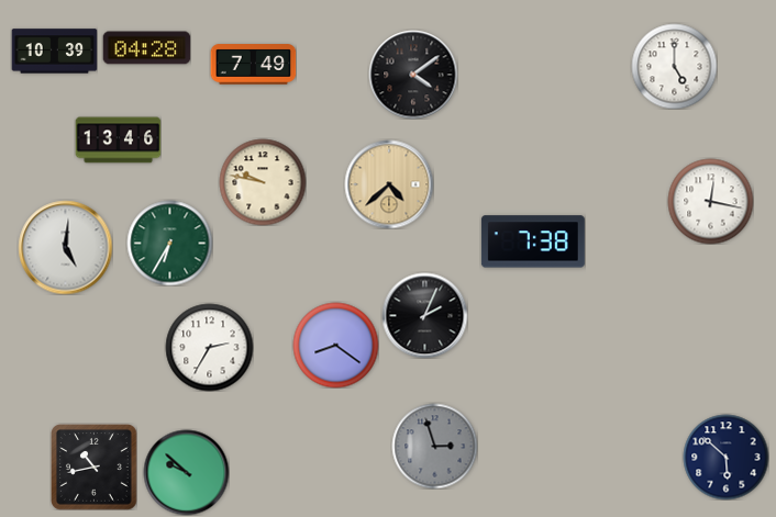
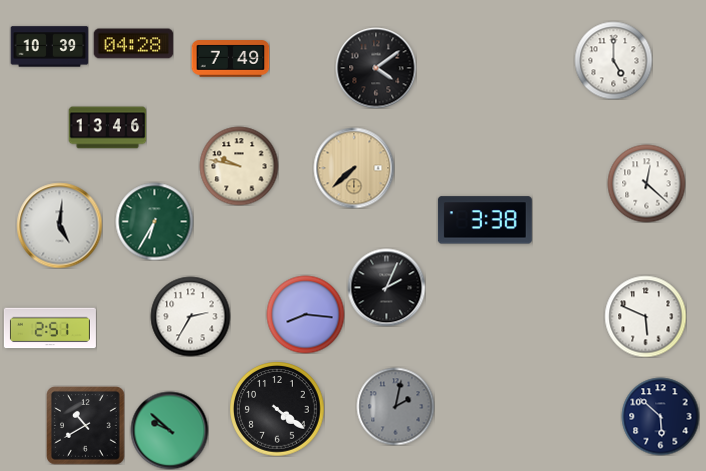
clock at (389, 184): 4:38 -> 7:38
clock at (710, 201): 12:17 -> 12:22
clock at (533, 241): 7:38 -> 3:38
clock at (335, 345): 8:21 -> 8:16
clock at (645, 316): none -> 5:49
clock at (50, 328): none -> 2:51
clock at (434, 446): 2:57 -> 2:02
clock at (277, 409): none -> 4:21
clock at (95, 468): 10:43 -> 10:40
